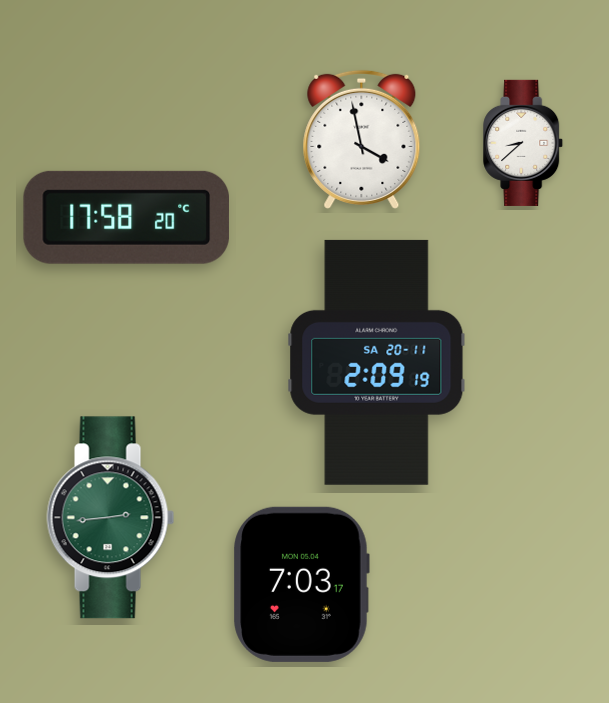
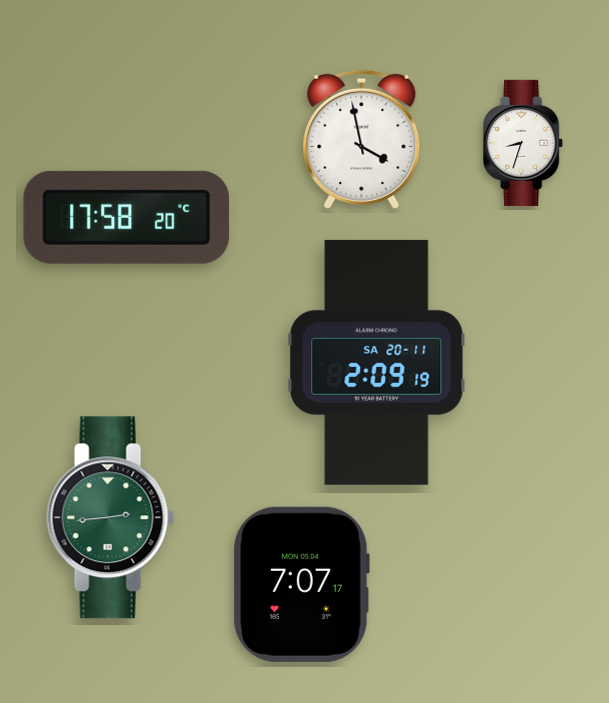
clock at (524, 143): 8:38 -> 8:33
clock at (301, 584): 7:03 -> 7:07
